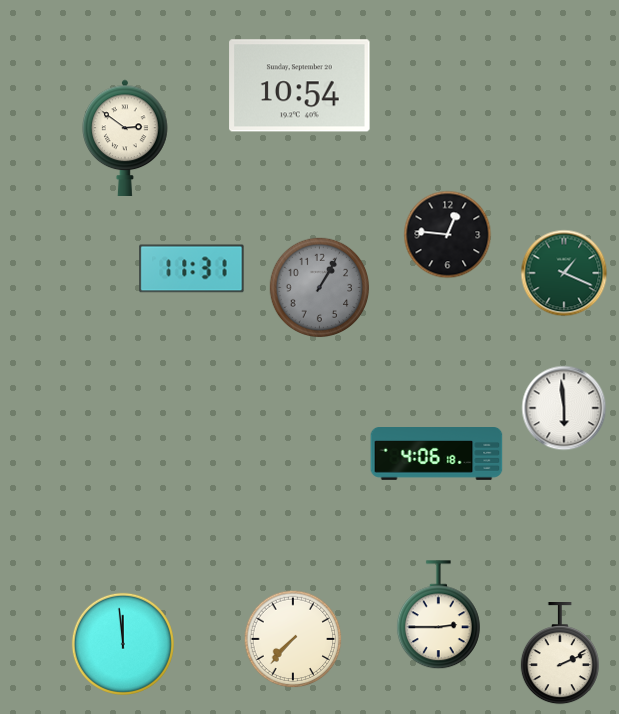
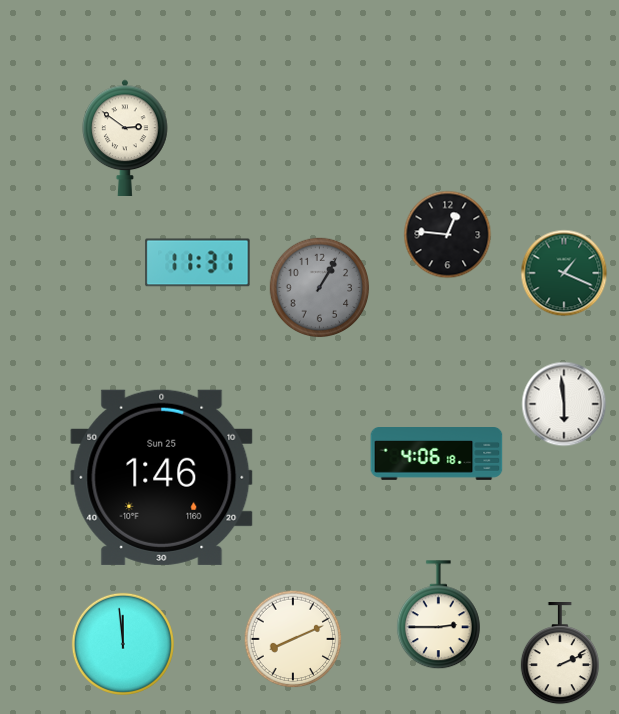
clock at (300, 86): 10:54 -> none
clock at (192, 269) position: (192, 269) -> (198, 263)
clock at (564, 408) position: (564, 408) -> (564, 404)
clock at (162, 477): none -> 1:46
clock at (293, 639): 7:37 -> 8:11
